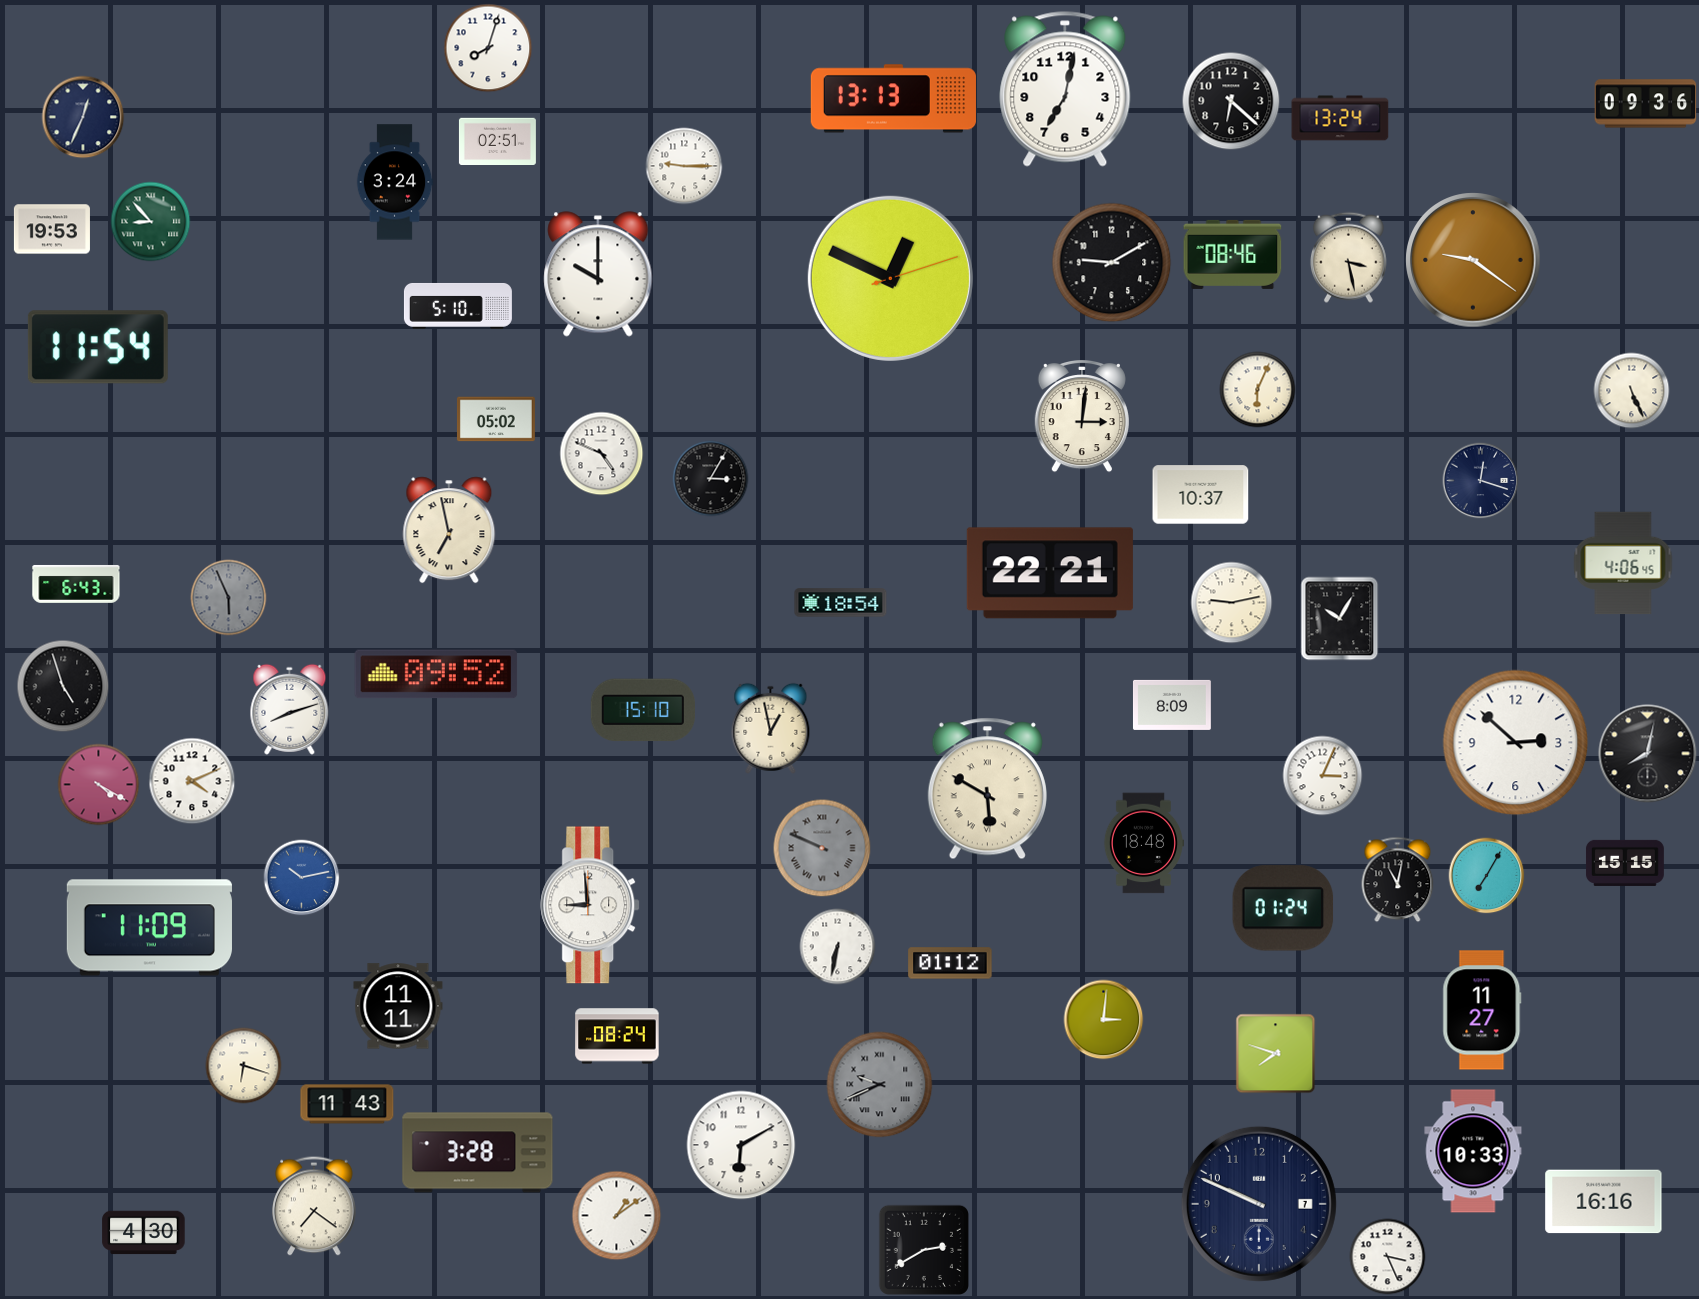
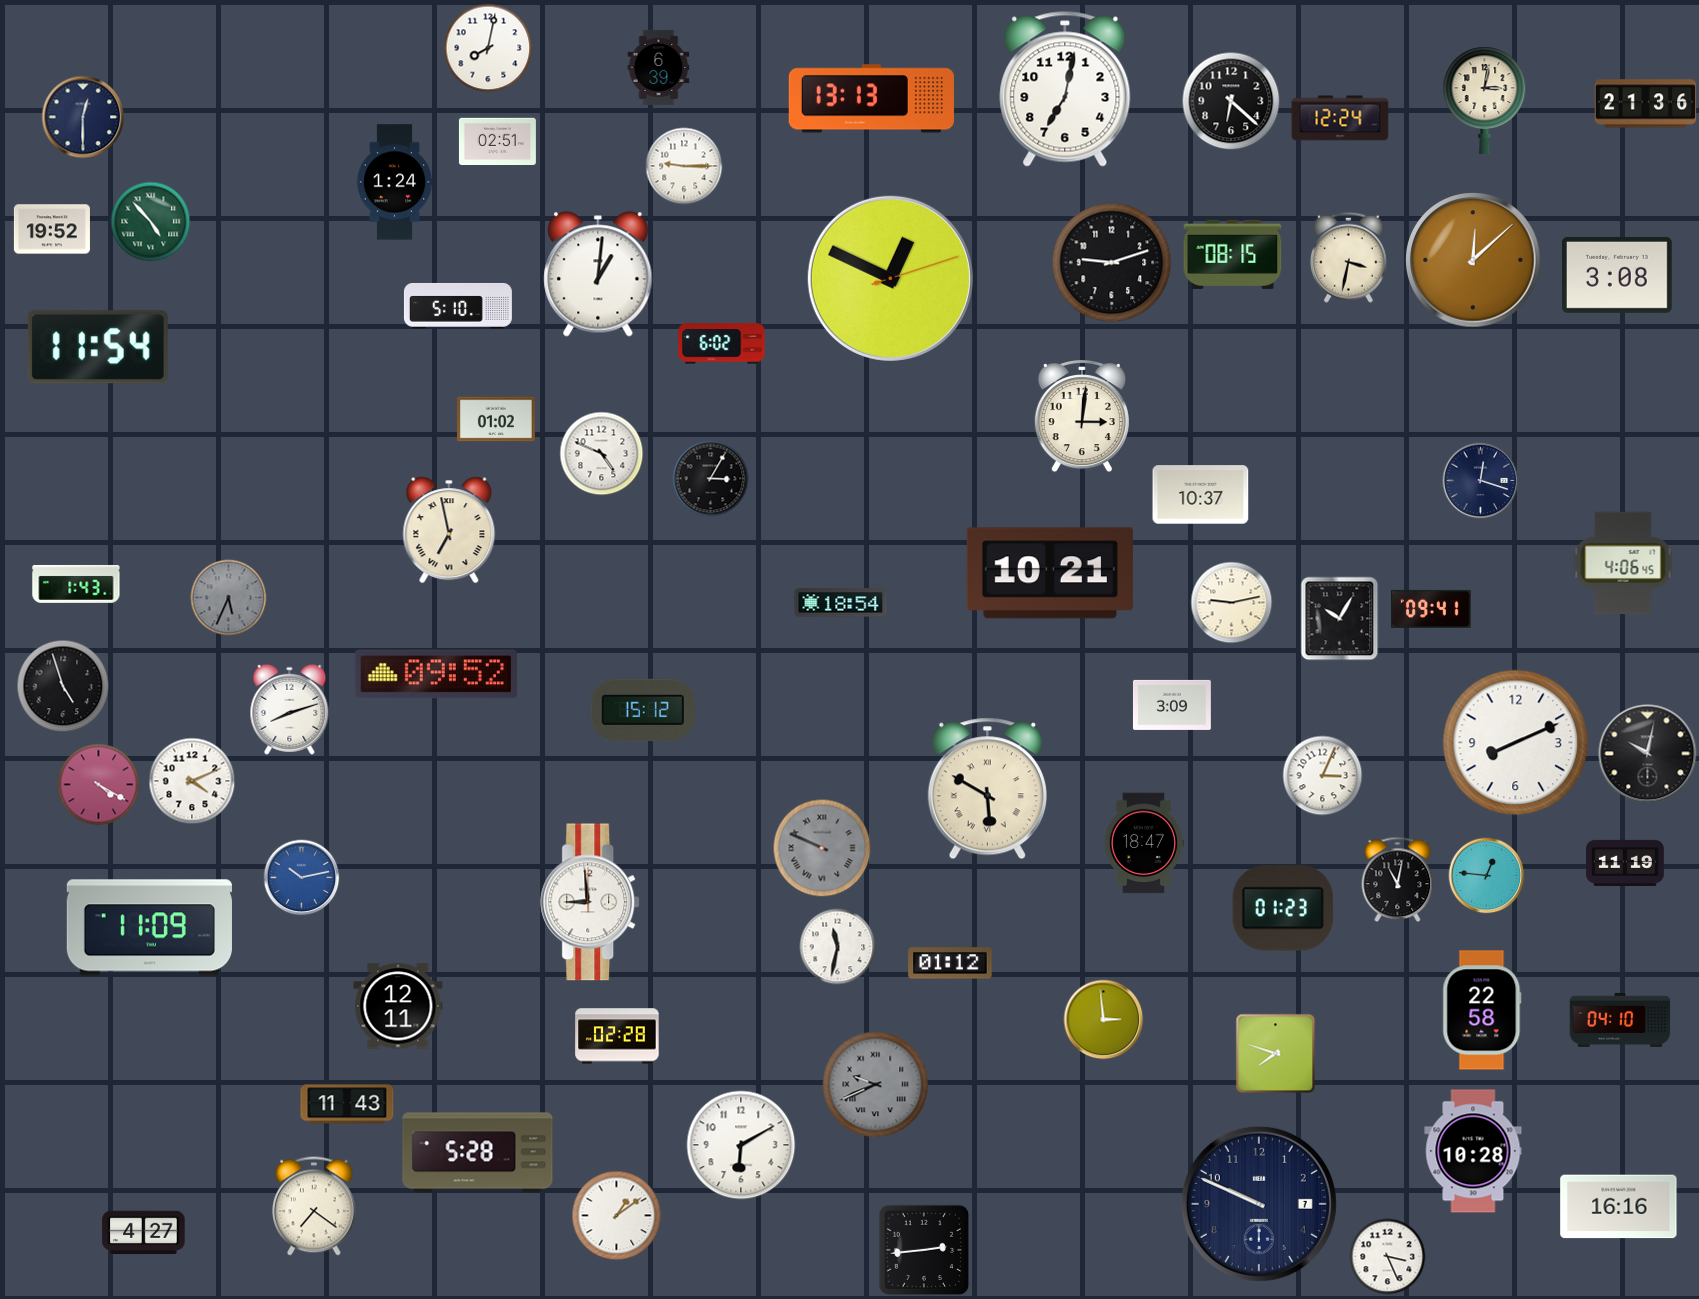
clock at (488, 48): 8:03 -> 8:02
clock at (659, 67): none -> 6:39
clock at (893, 99) position: (893, 99) -> (871, 99)
clock at (1485, 100): none -> 3:02
clock at (1646, 104): 09:36 -> 21:36
clock at (83, 117): 12:34 -> 12:30
clock at (1340, 118): 13:24 -> 12:24
clock at (395, 182): 3:24 -> 1:24
clock at (151, 222): 8:53 -> 4:53
clock at (52, 229): 19:53 -> 19:52
clock at (1233, 254): 08:46 -> 08:15
clock at (1348, 257): 3:28 -> 3:32
clock at (1473, 260): 9:21 -> 12:08
clock at (1112, 263): 9:10 -> 9:12
clock at (598, 274): 10:00 -> 1:01
clock at (1617, 275): none -> 3:08
clock at (722, 344): none -> 6:02
clock at (1258, 390): 6:04 -> none
clock at (1632, 391): 5:26 -> none
clock at (496, 419): 05:02 -> 01:02
clock at (1050, 573): 22:21 -> 10:21
clock at (76, 584): 6:43 -> 1:43
clock at (229, 598): 5:56 -> 5:34
clock at (1432, 609): none -> 09:41
clock at (1172, 705): 8:09 -> 3:09
clock at (643, 710): 15:10 -> 15:12
clock at (771, 728): 12:58 -> none
clock at (1516, 743): 2:52 -> 8:11
clock at (1648, 754): 8:02 -> 10:02
clock at (1143, 843): 18:48 -> 18:47
clock at (1625, 863): 15:15 -> 11:19
clock at (1487, 876): 7:05 -> 12:46
clock at (591, 905) position: (591, 905) -> (591, 902)
clock at (1283, 908): 01:24 -> 01:23
clock at (838, 947): 6:32 -> 11:32
clock at (398, 1006): 11:11 -> 12:11
clock at (1482, 1010): 11:27 -> 22:58
clock at (1104, 1020): 3:01 -> 2:59
clock at (1620, 1020): none -> 04:10
clock at (617, 1036): 08:24 -> 02:28
clock at (244, 1066): 6:18 -> none
clock at (880, 1085) position: (880, 1085) -> (876, 1085)
clock at (1473, 1151): 10:33 -> 10:28
clock at (478, 1153): 3:28 -> 5:28
clock at (1604, 1202) position: (1604, 1202) -> (1619, 1207)
clock at (144, 1233): 4:30 -> 4:27
clock at (923, 1249): 2:40 -> 2:44
